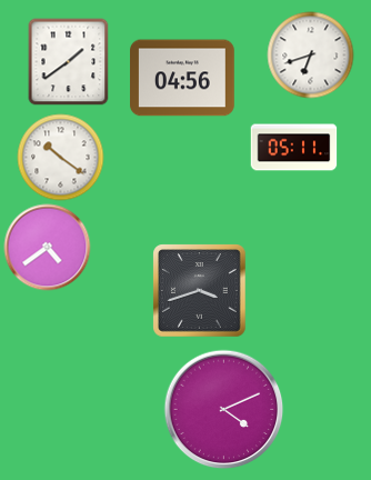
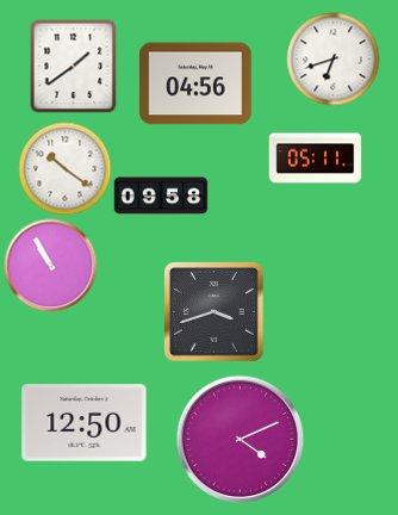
clock at (161, 196): none -> 09:58
clock at (47, 247): 4:39 -> 10:55
clock at (85, 423): none -> 12:50
